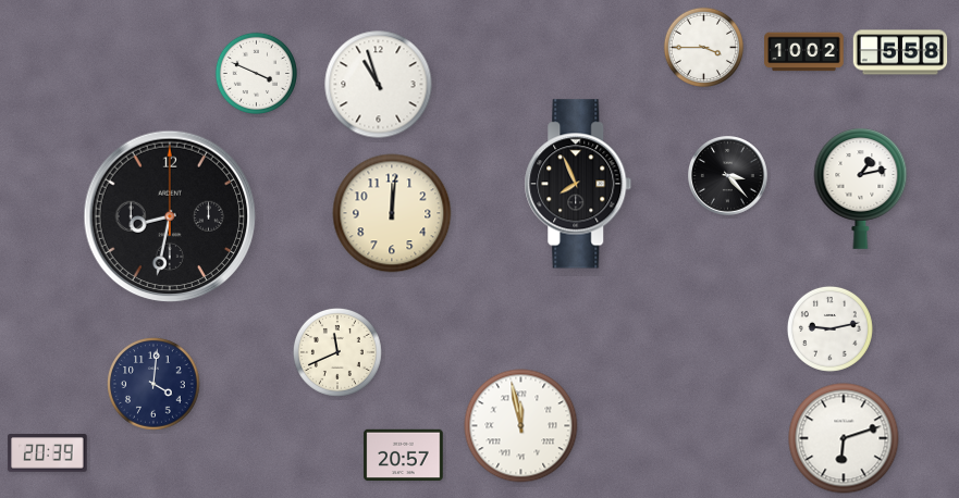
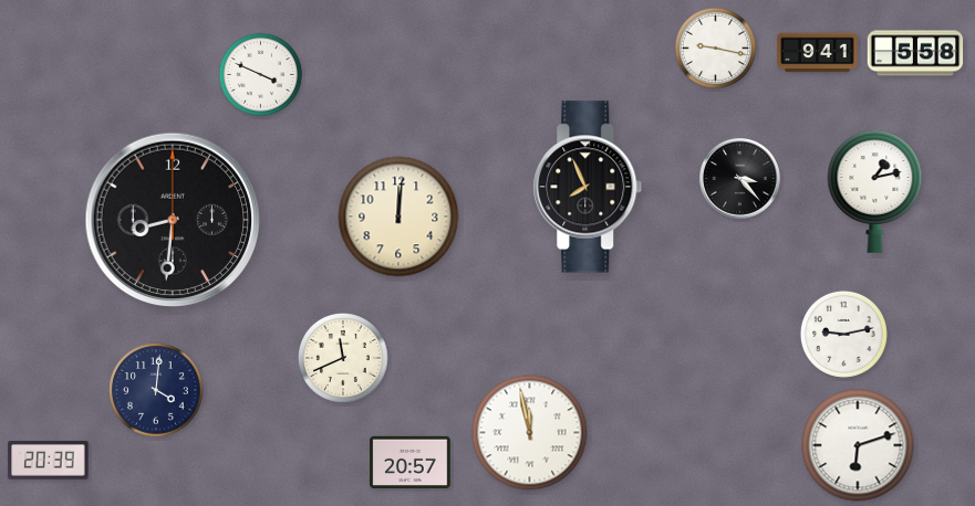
clock at (704, 48): 3:45 -> 9:17
clock at (804, 52): 10:02 -> 9:41
clock at (379, 85): 10:57 -> none
clock at (170, 216): 8:32 -> 8:31
